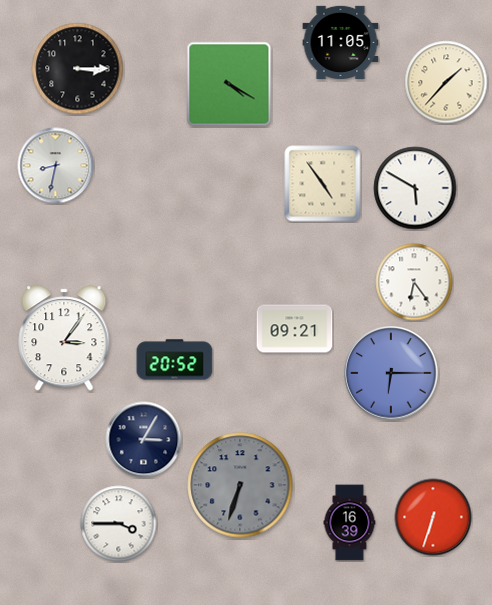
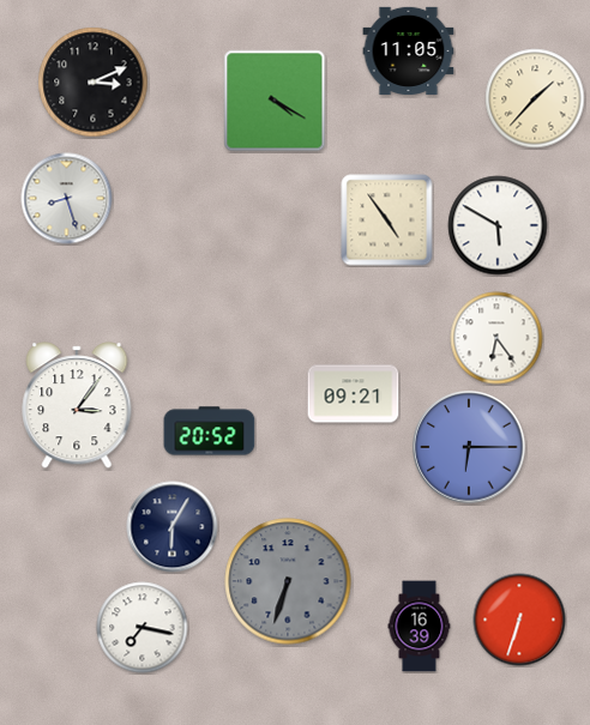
clock at (78, 69): 3:15 -> 3:11
clock at (56, 166): 8:32 -> 8:27
clock at (144, 440): 3:05 -> 6:05
clock at (119, 524): 3:45 -> 7:17
